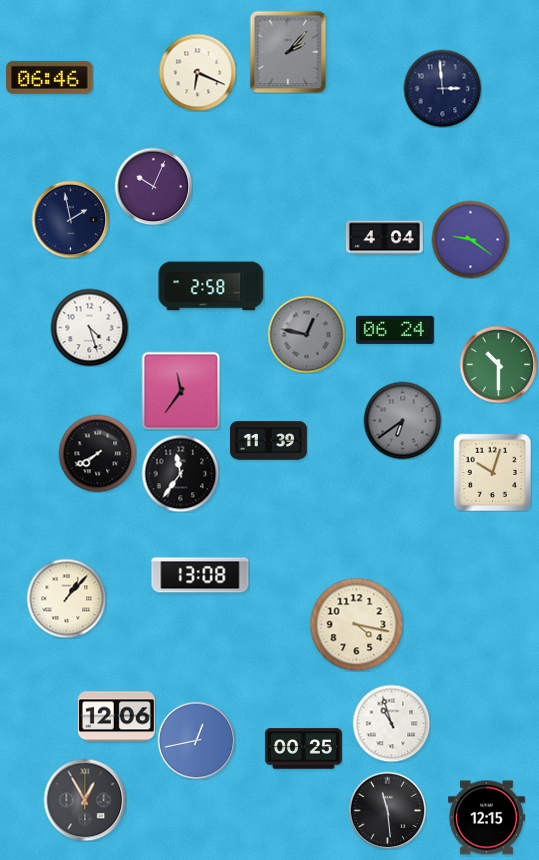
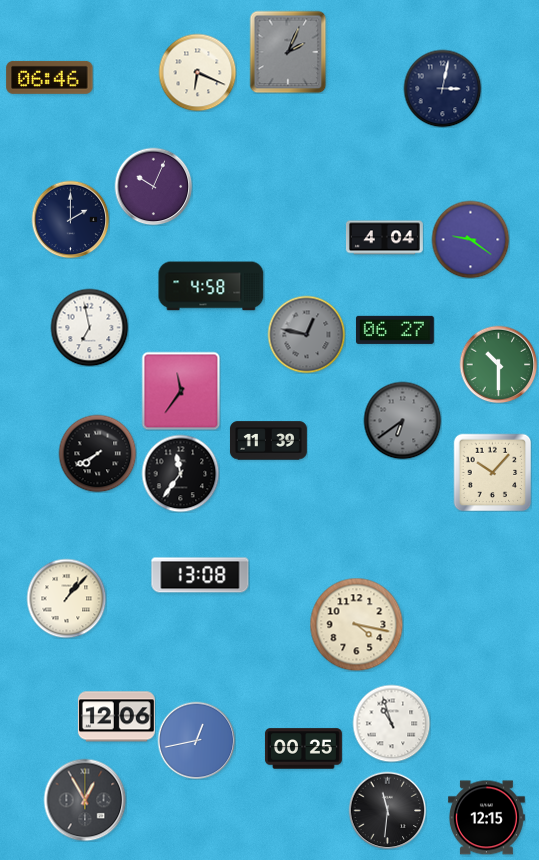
clock at (288, 52): 2:07 -> 2:04
clock at (442, 88): 2:59 -> 3:02
clock at (70, 219): 1:58 -> 2:00
clock at (211, 286): 2:58 -> 4:58
clock at (89, 327): 4:27 -> 6:58
clock at (395, 330): 06:24 -> 06:27
clock at (492, 472): 10:03 -> 10:07
clock at (387, 810): 11:29 -> 11:31
